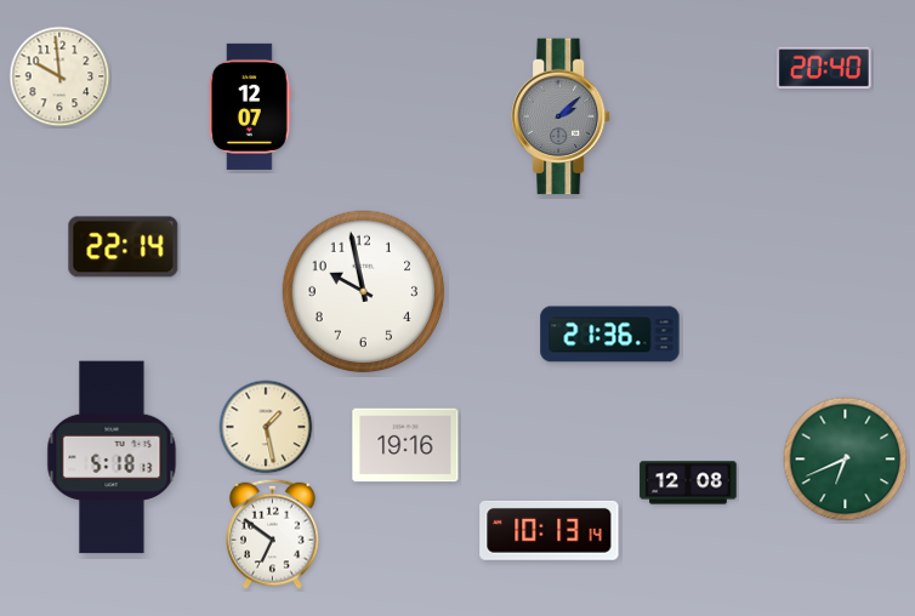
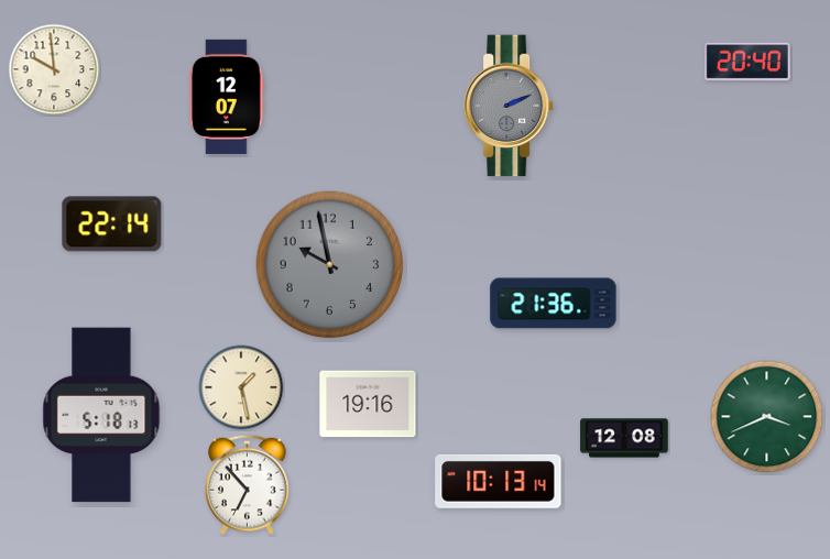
clock at (561, 116): 2:08 -> 2:11
clock at (364, 292) dial: white -> grey
clock at (846, 460): 6:41 -> 3:41
clock at (273, 534): 6:51 -> 6:53
